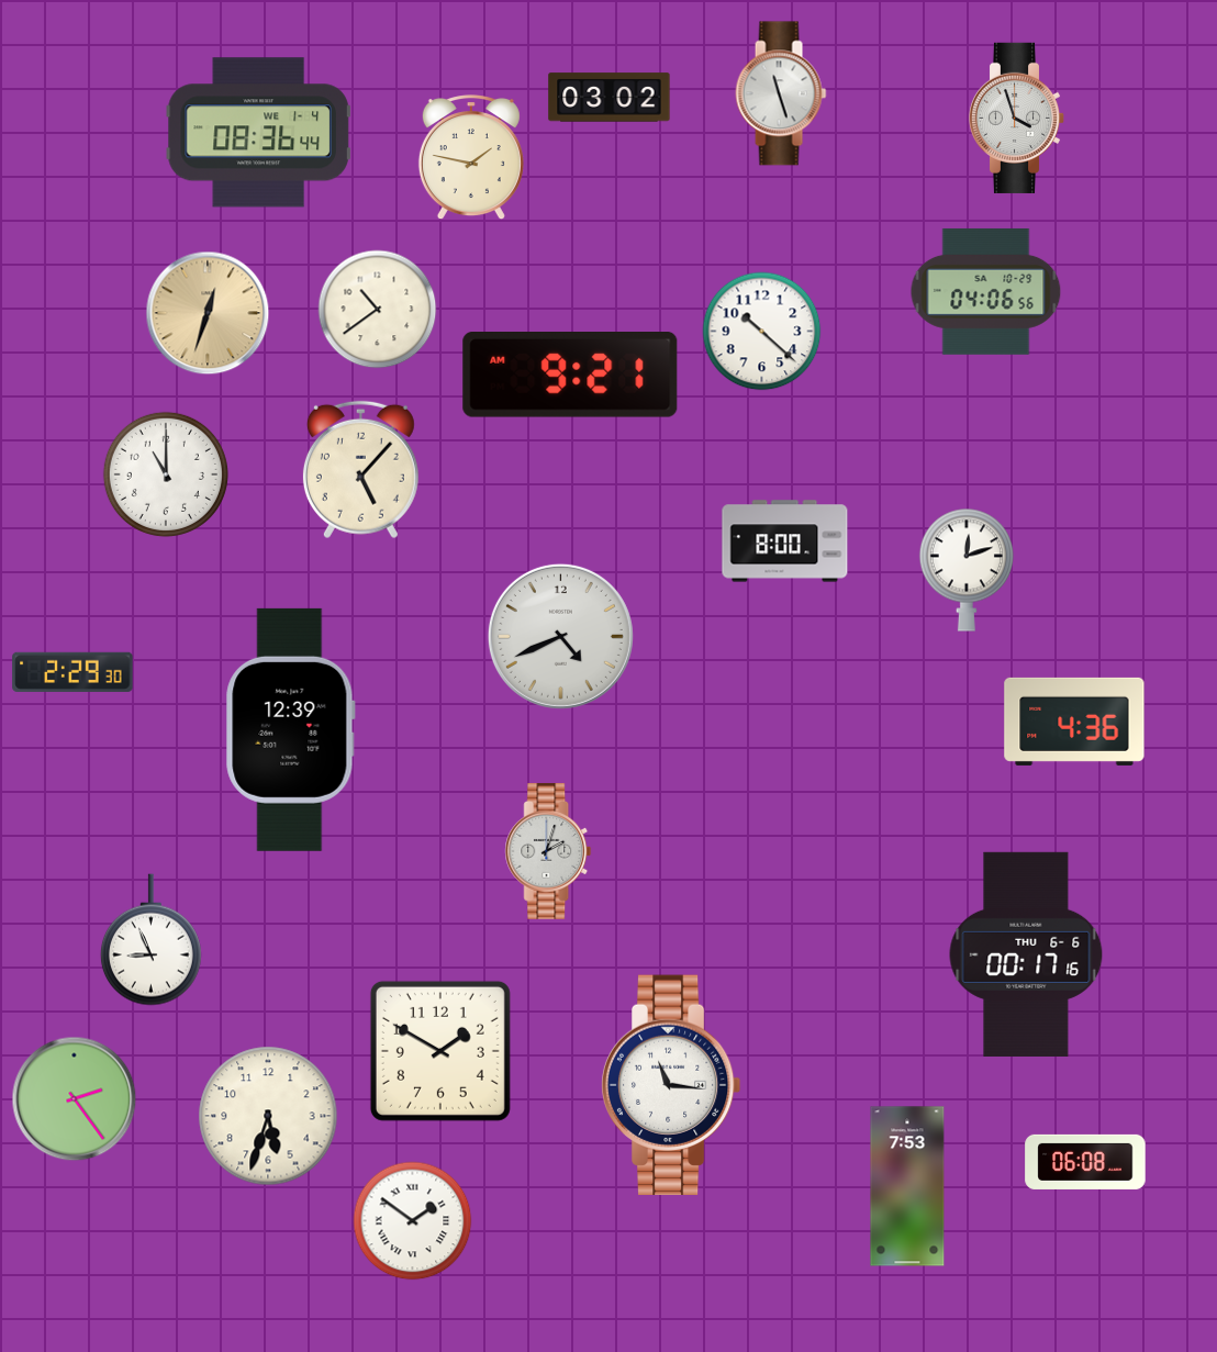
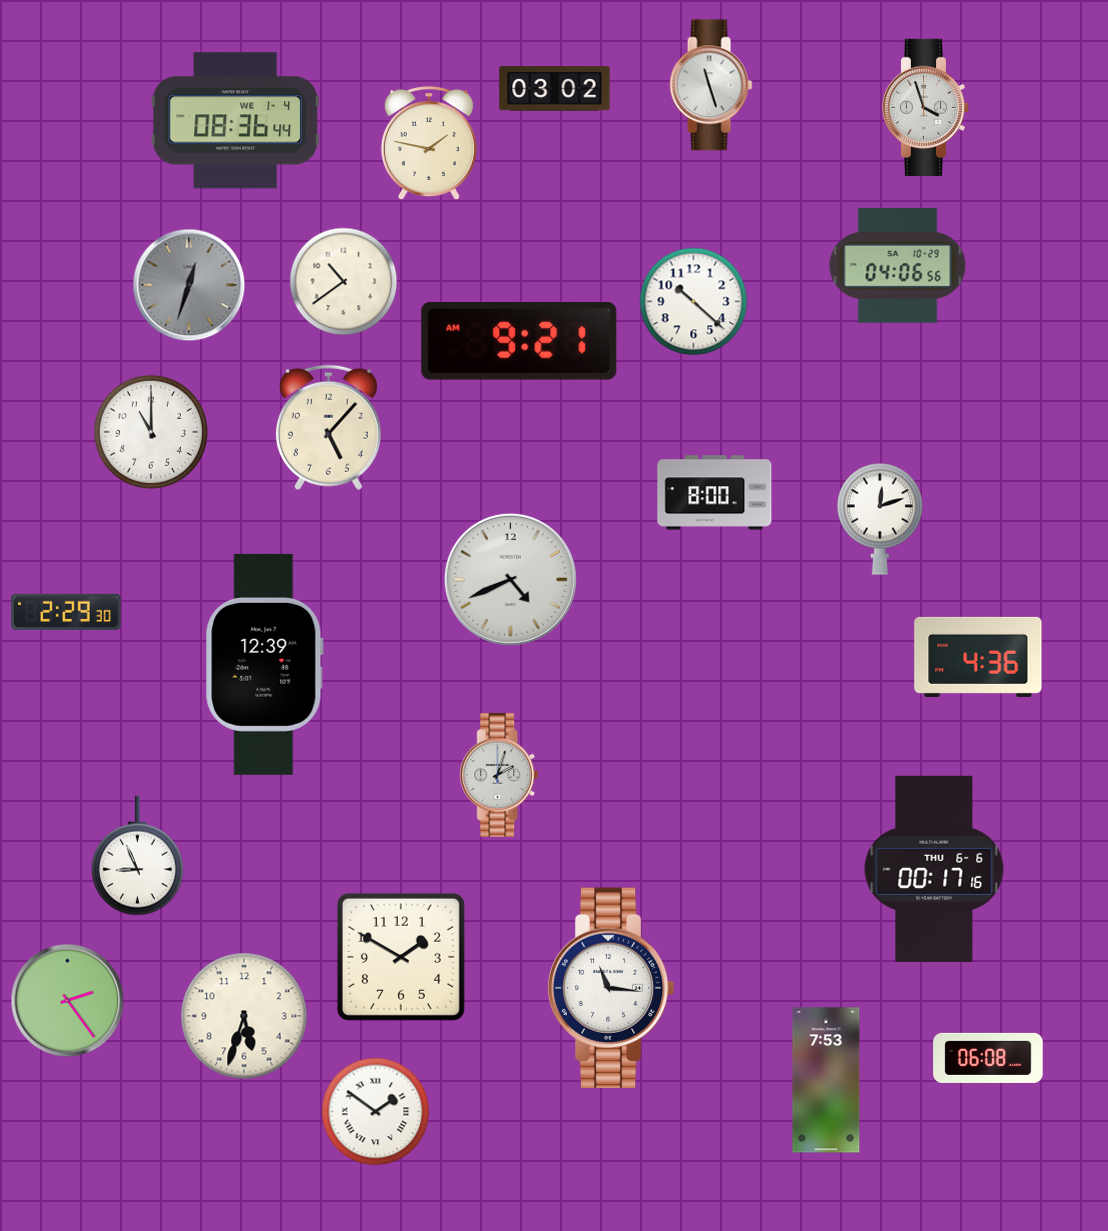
clock at (208, 313) dial: champagne -> grey
